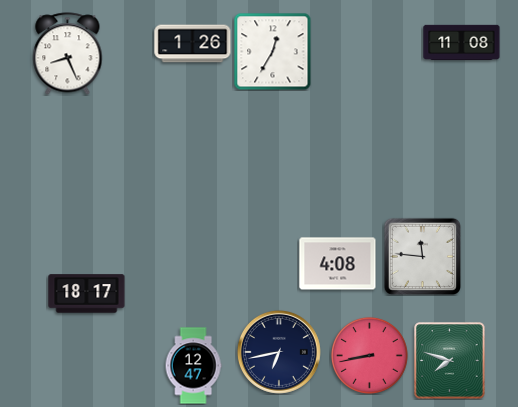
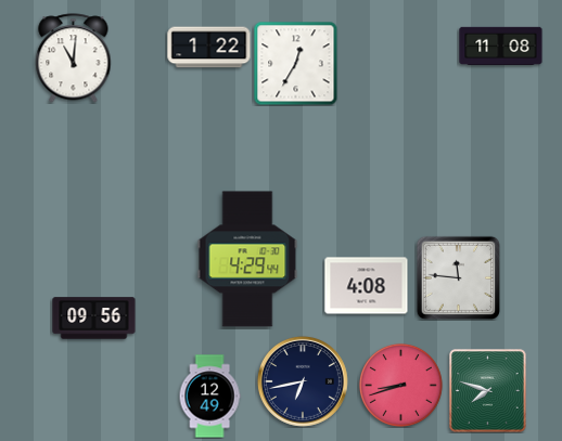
clock at (193, 44): 1:26 -> 1:22
clock at (272, 51) position: (272, 51) -> (295, 63)
clock at (68, 54): 8:26 -> 11:01
clock at (247, 259): none -> 4:29
clock at (87, 294): 18:17 -> 09:56
clock at (369, 355): 8:43 -> 8:42
clock at (193, 366): 12:47 -> 12:49
